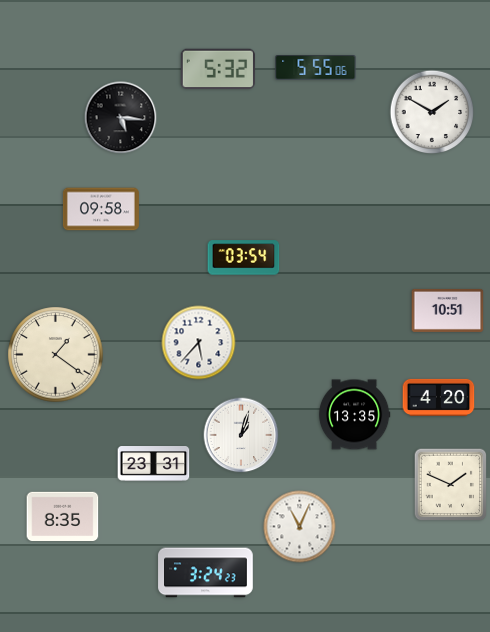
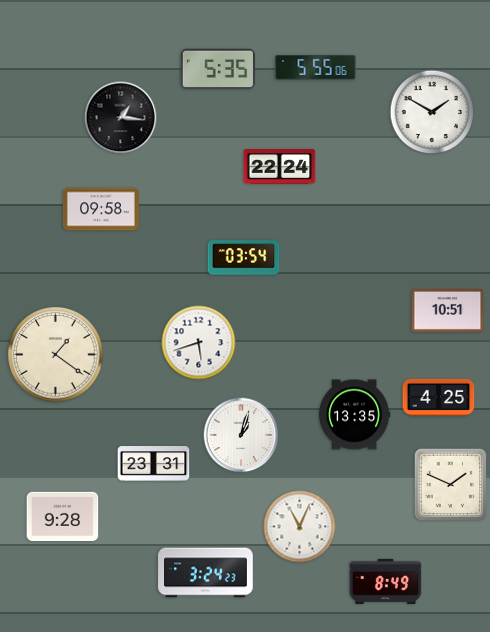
clock at (218, 69): 5:32 -> 5:35
clock at (121, 118): 5:16 -> 1:16
clock at (280, 167): none -> 22:24
clock at (199, 343): 5:37 -> 5:42
clock at (439, 397): 4:20 -> 4:25
clock at (63, 517): 8:35 -> 9:28
clock at (386, 581): none -> 8:49
